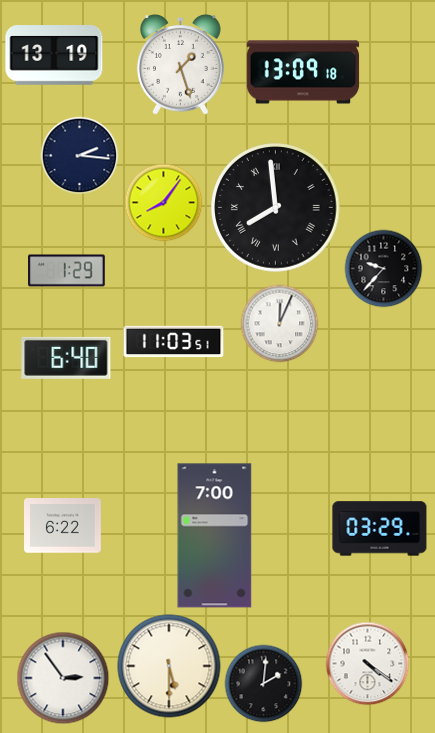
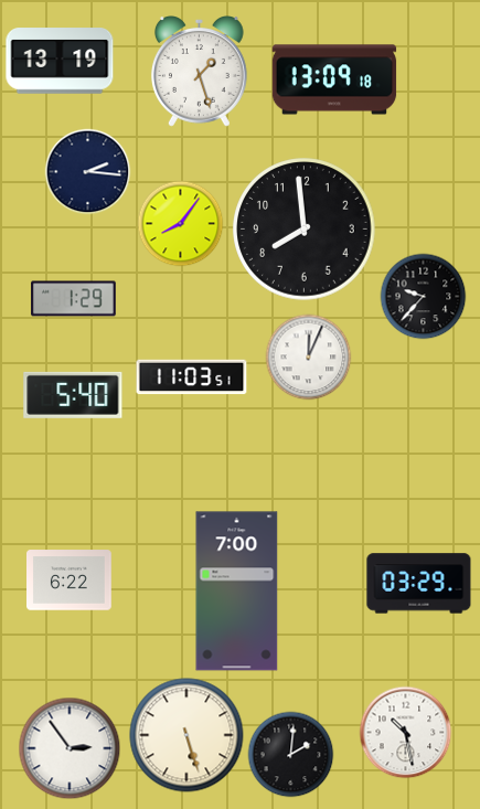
clock at (276, 208) numerals: Roman -> Arabic
clock at (66, 358): 6:40 -> 5:40
clock at (367, 663): 4:21 -> 10:28
clock at (169, 666): 5:30 -> 5:27
